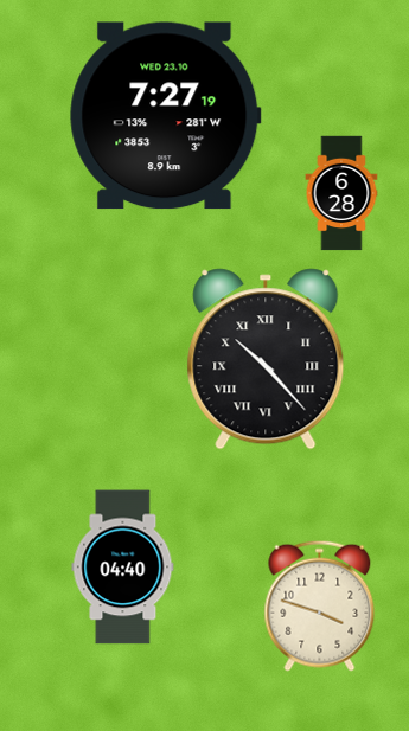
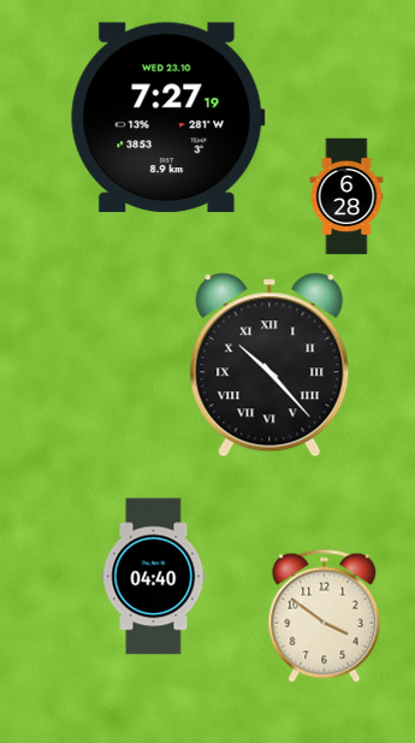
clock at (123, 568) position: (123, 568) -> (154, 577)
clock at (320, 605): 3:48 -> 3:51
